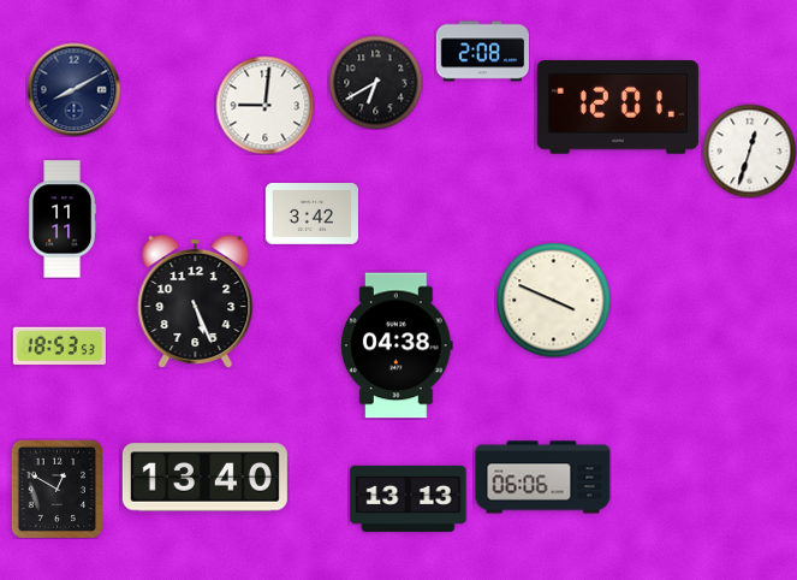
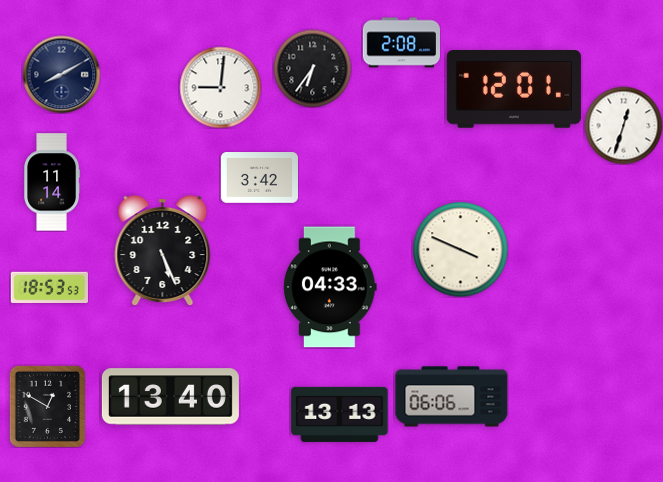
clock at (375, 82): 6:40 -> 6:36
clock at (63, 219): 11:11 -> 11:14
clock at (397, 345): 04:38 -> 04:33
